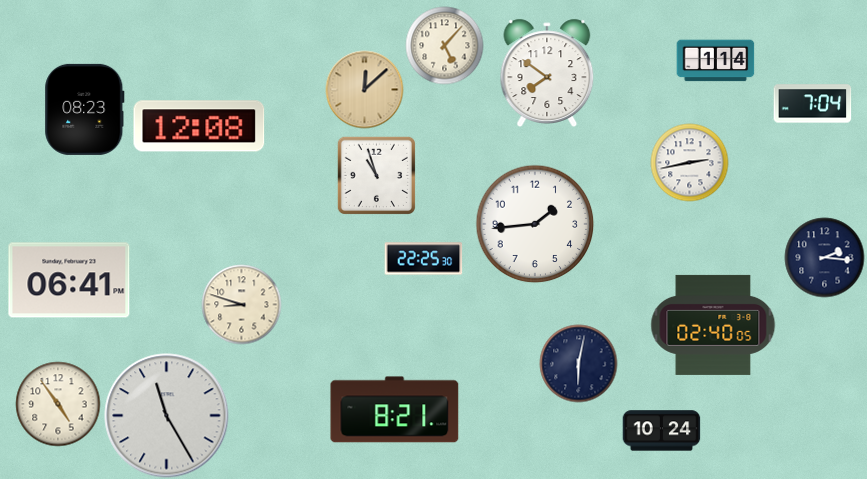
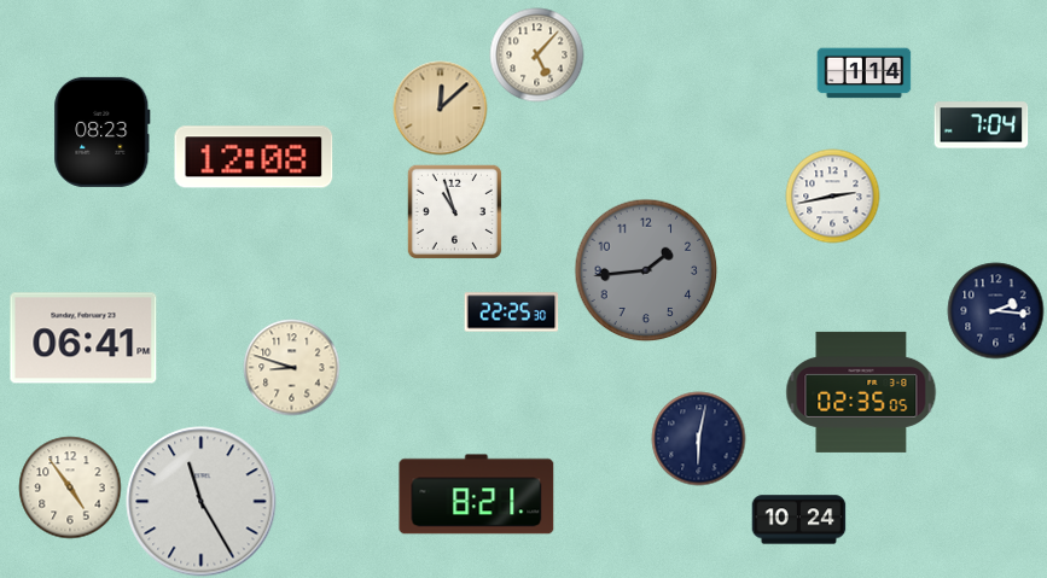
clock at (547, 73): 7:51 -> none
clock at (199, 126) position: (199, 126) -> (254, 157)
clock at (535, 224) dial: white -> grey
clock at (713, 325): 02:40 -> 02:35
